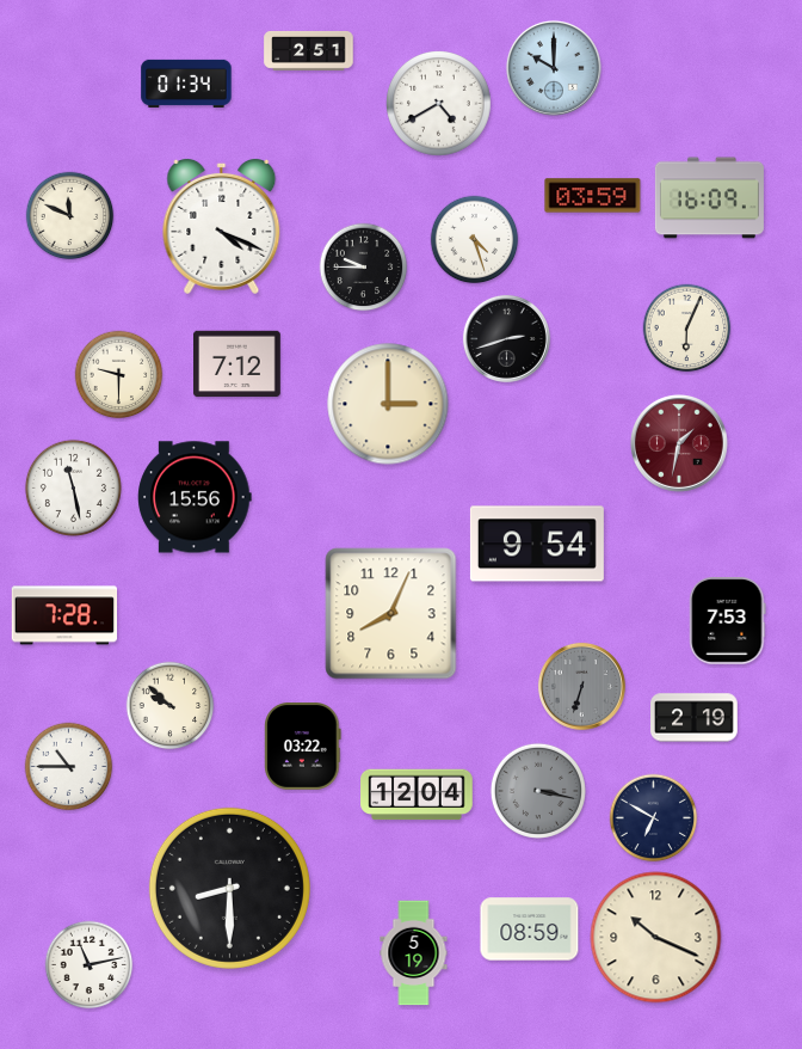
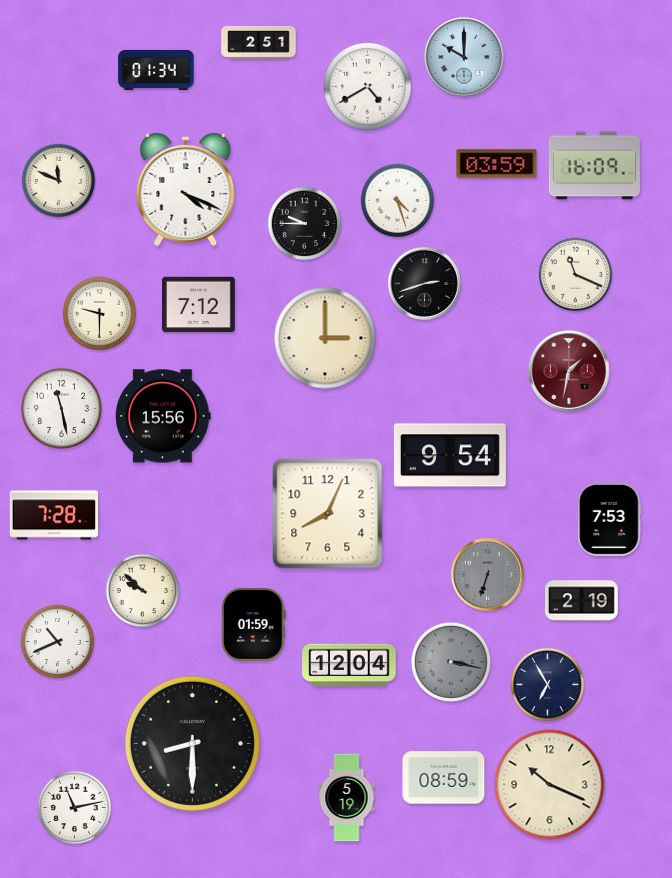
clock at (687, 329): 6:04 -> 11:19
clock at (303, 747): 03:22 -> 01:59
clock at (69, 767): 10:45 -> 10:41
clock at (654, 818): 6:50 -> 6:55
